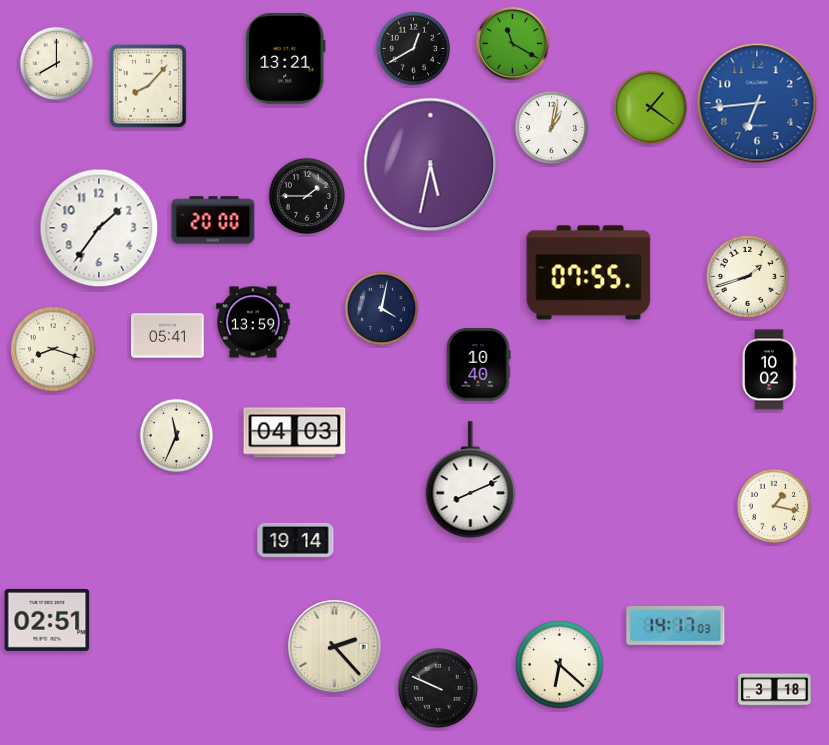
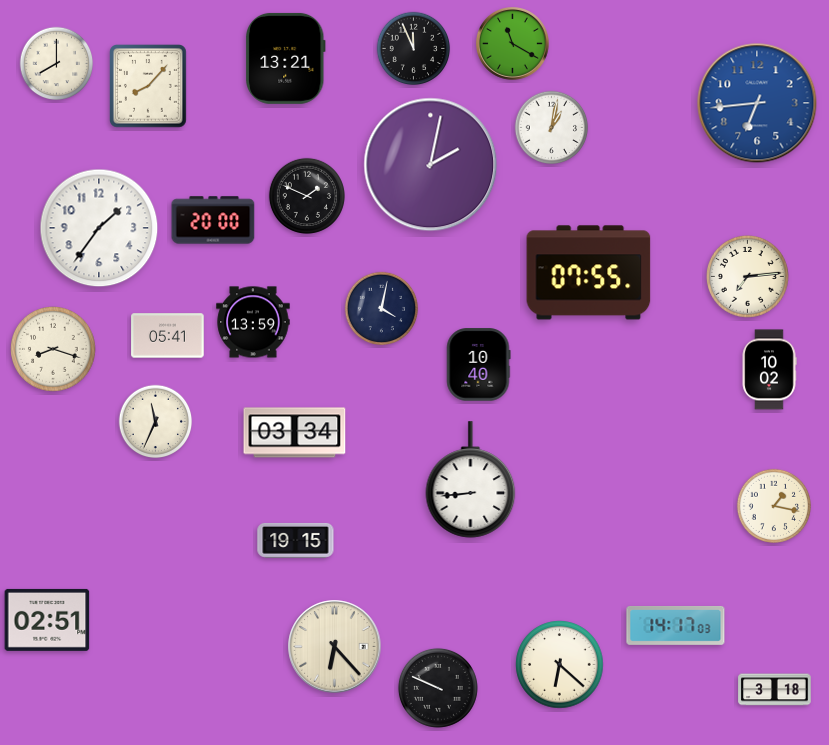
clock at (414, 49): 12:40 -> 11:56
clock at (651, 108): 1:21 -> none
clock at (431, 165): 5:32 -> 2:02
clock at (307, 196): 1:45 -> 1:49
clock at (747, 276): 1:42 -> 7:14
clock at (295, 433): 04:03 -> 03:34
clock at (177, 436) position: (177, 436) -> (156, 422)
clock at (471, 480): 8:11 -> 8:44
clock at (296, 540): 19:14 -> 19:15
clock at (335, 647): 2:23 -> 6:23
